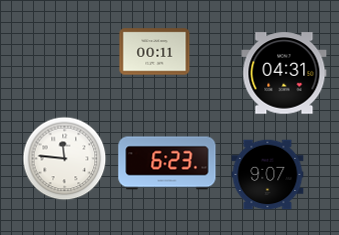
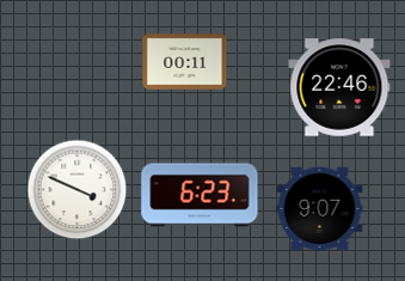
clock at (284, 73): 04:31 -> 22:46
clock at (65, 159): 11:46 -> 3:49
